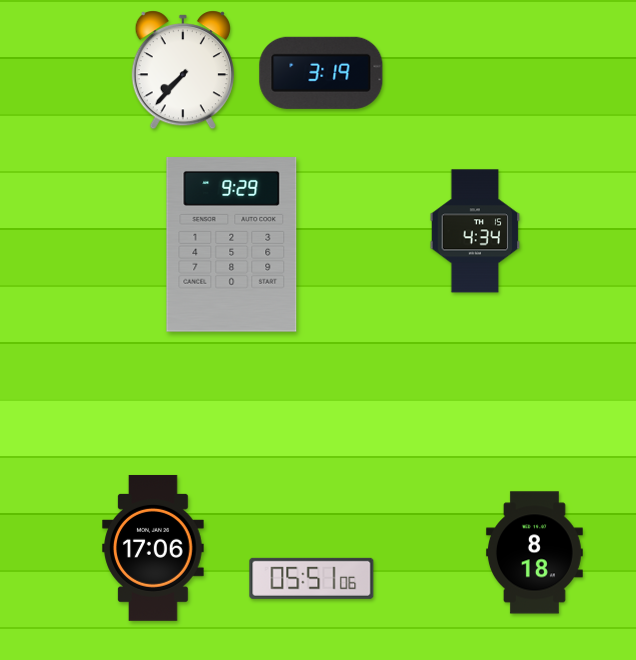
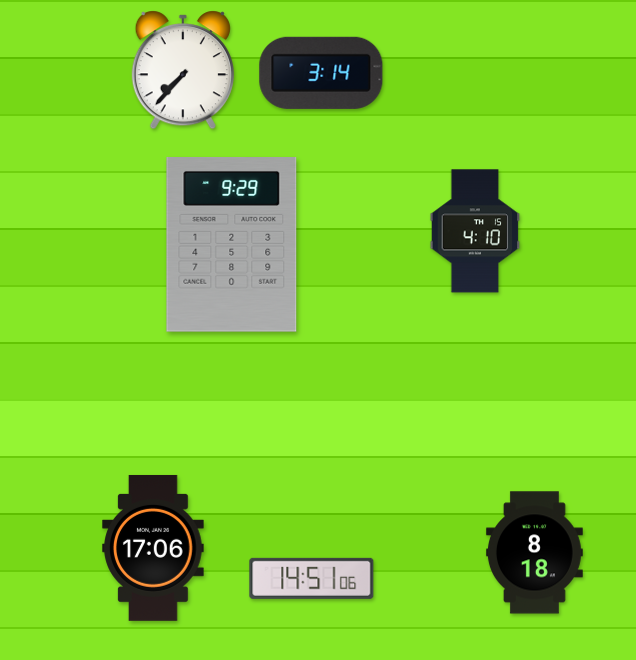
clock at (321, 73): 3:19 -> 3:14
clock at (475, 231): 4:34 -> 4:10
clock at (312, 578): 05:51 -> 14:51
